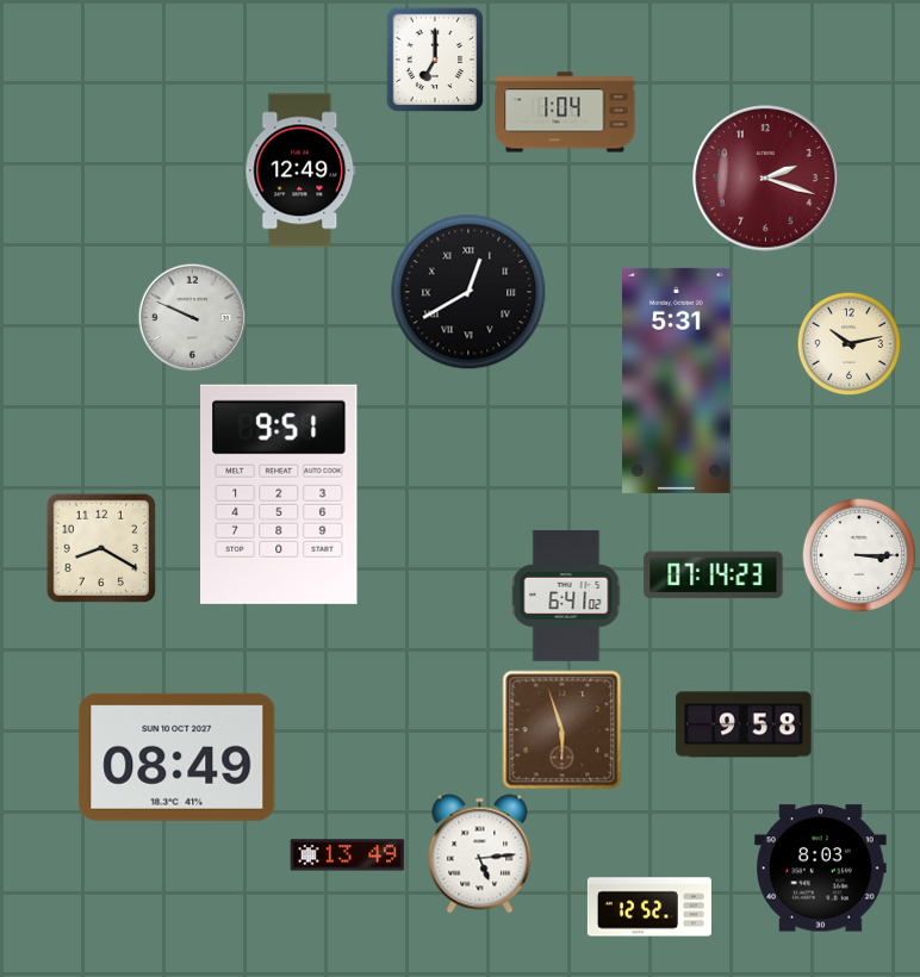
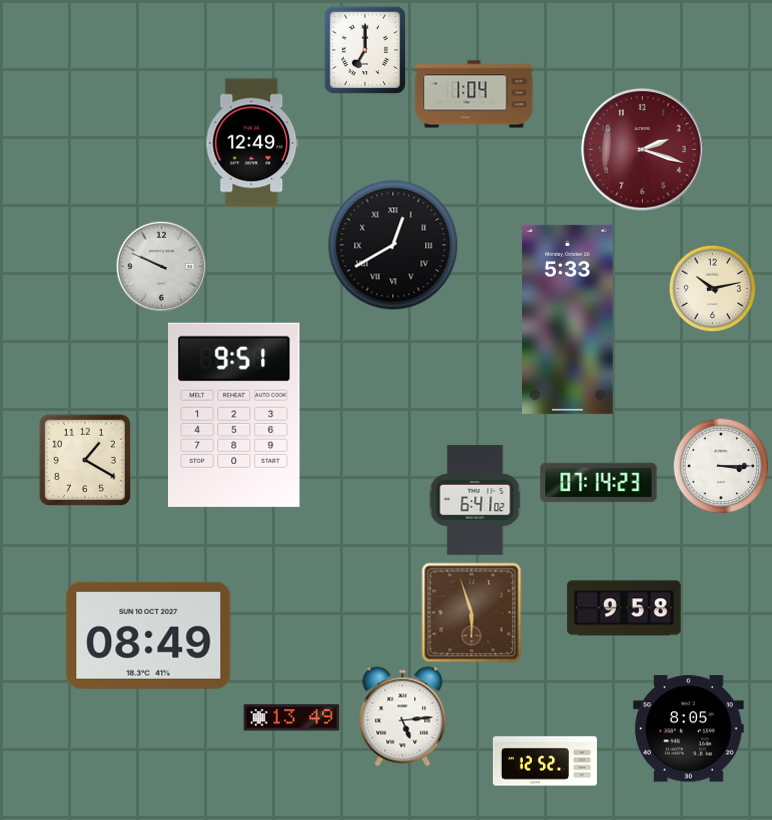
clock at (677, 380): 5:31 -> 5:33
clock at (101, 548): 8:20 -> 1:20
clock at (821, 869): 8:03 -> 8:05
